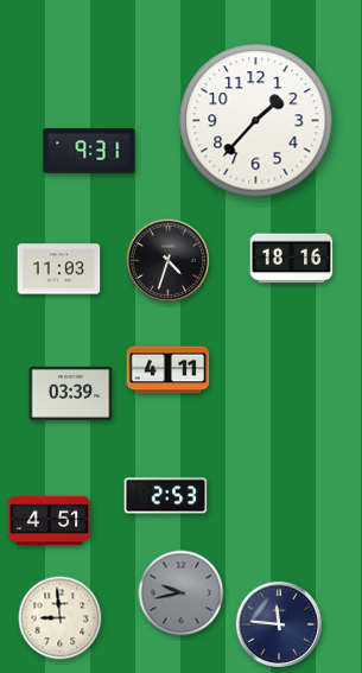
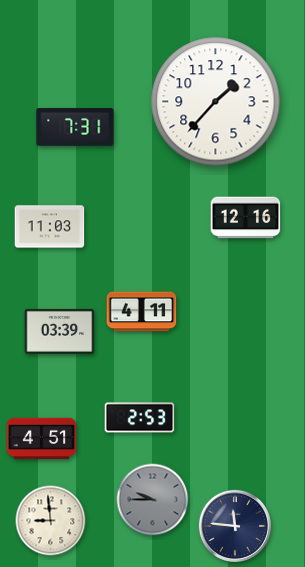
clock at (89, 151): 9:31 -> 7:31
clock at (292, 259): 18:16 -> 12:16
clock at (169, 261): 4:33 -> none
clock at (182, 593): 9:43 -> 9:45
